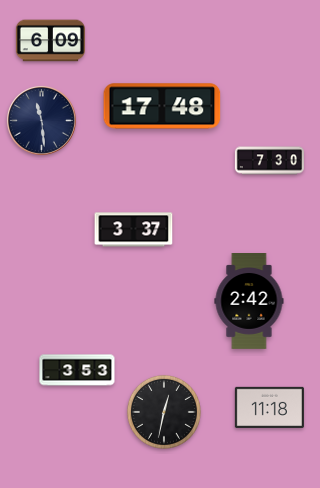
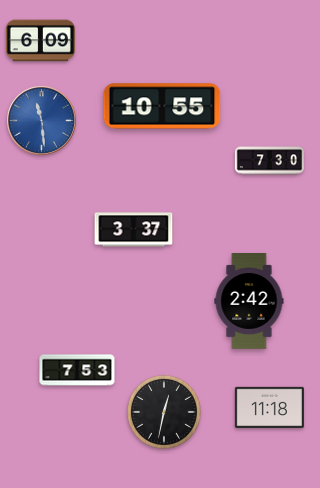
clock at (50, 41) position: (50, 41) -> (40, 41)
clock at (162, 106): 17:48 -> 10:55
clock at (41, 120) dial: navy -> blue
clock at (77, 370): 3:53 -> 7:53
